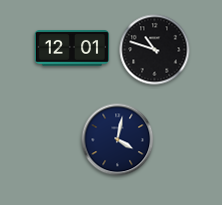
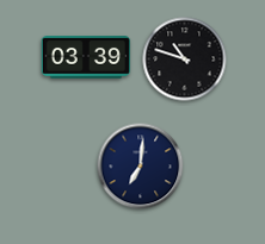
clock at (72, 48): 12:01 -> 03:39
clock at (118, 140): 4:02 -> 7:01
